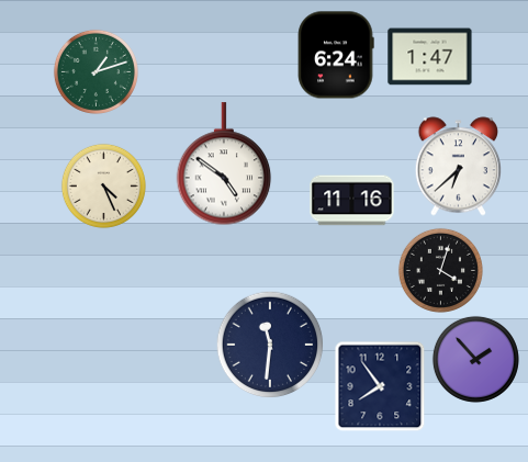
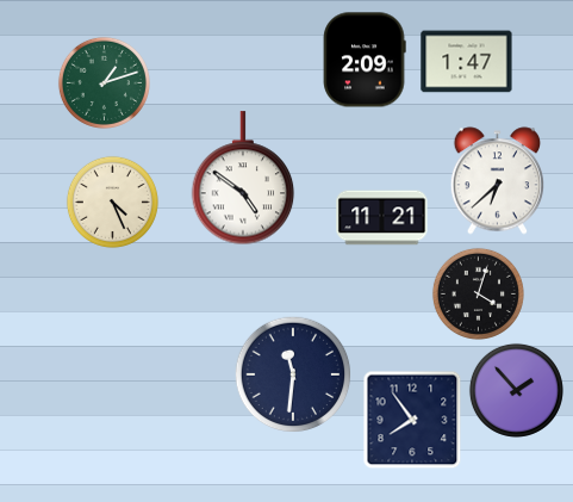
clock at (336, 55): 6:24 -> 2:09
clock at (96, 71) position: (96, 71) -> (104, 82)
clock at (352, 201): 11:16 -> 11:21
